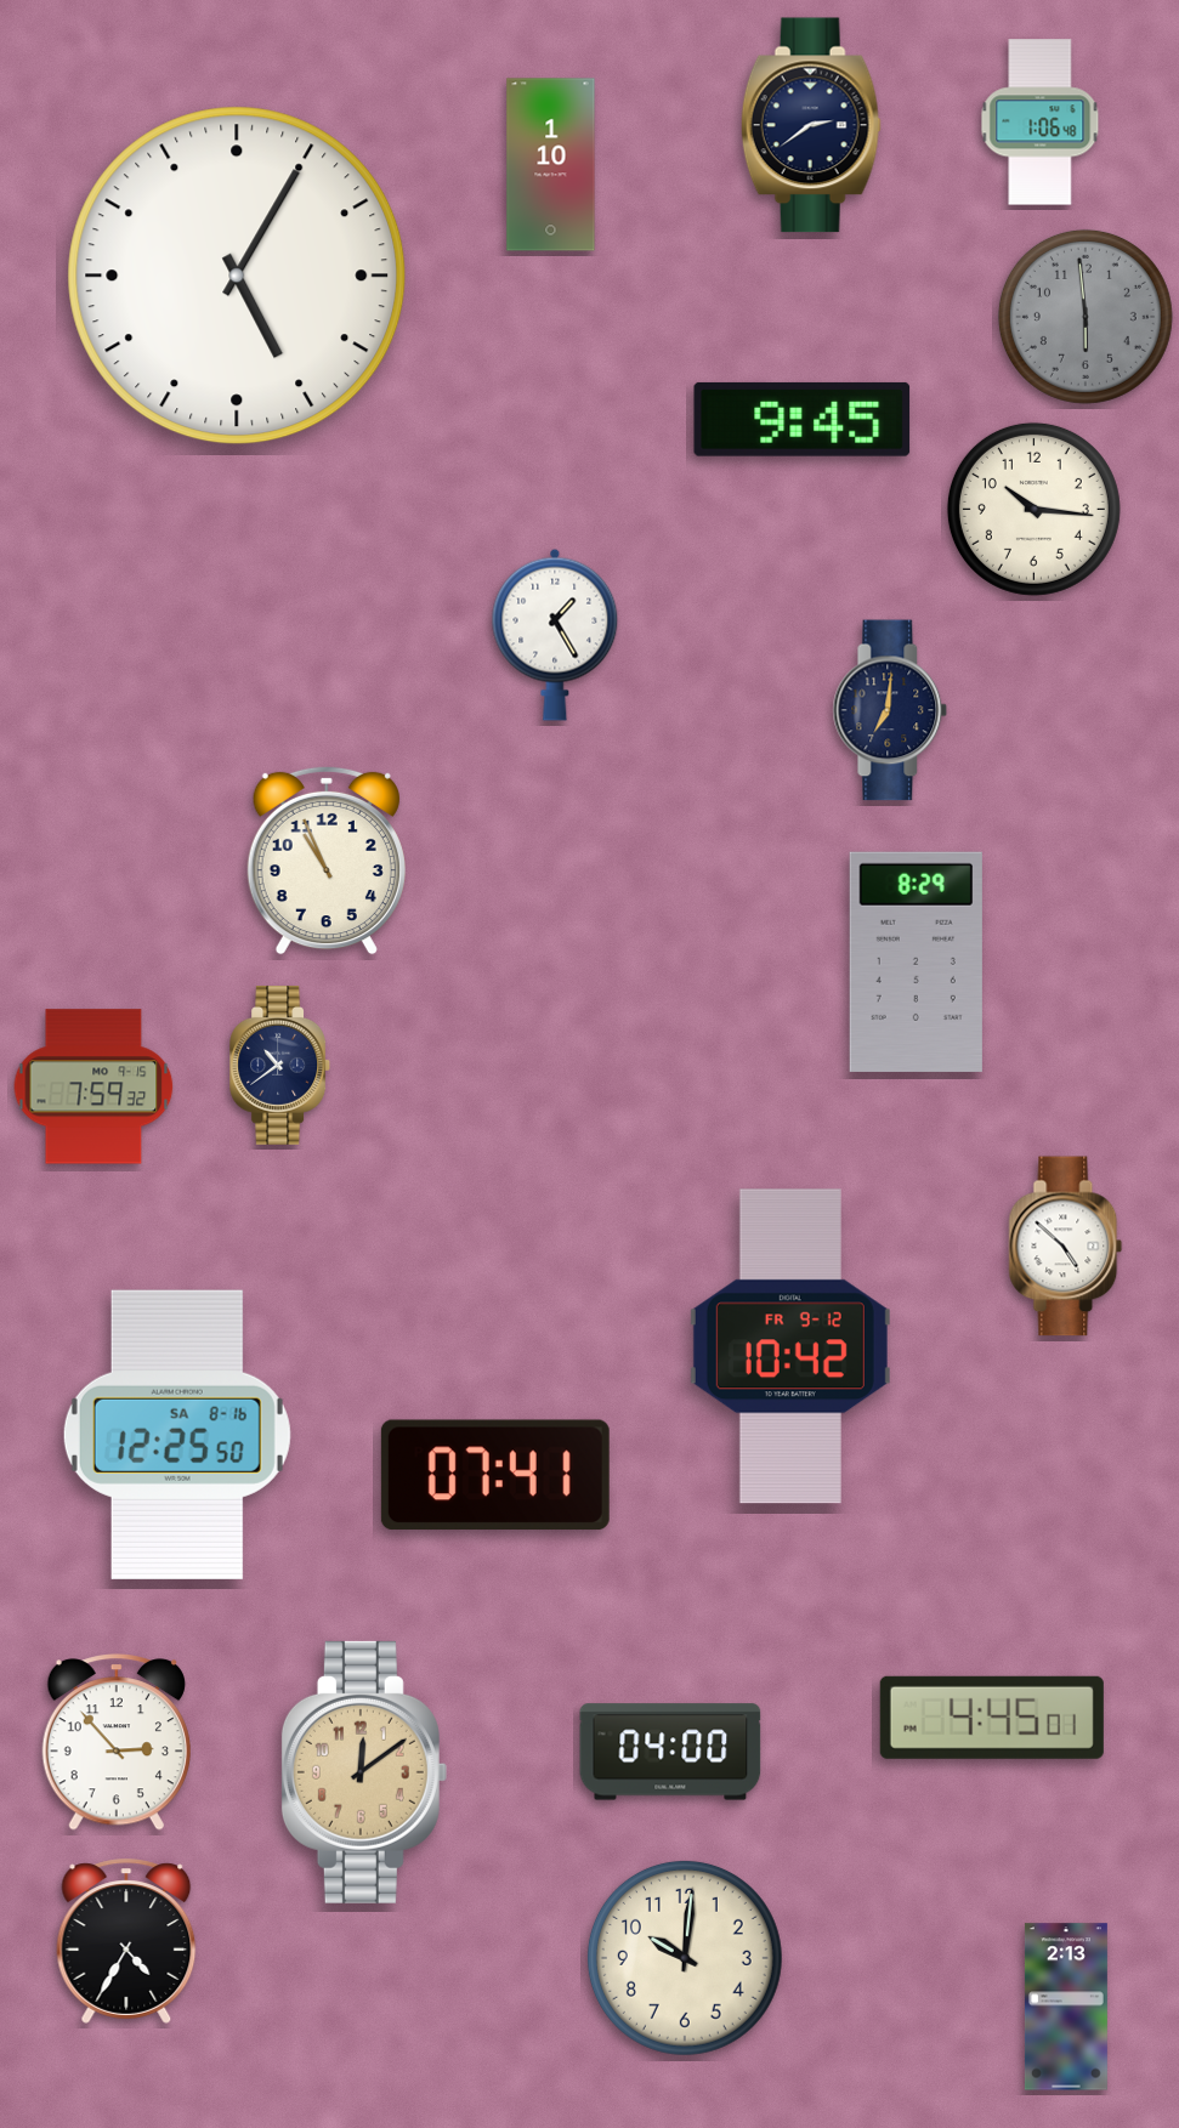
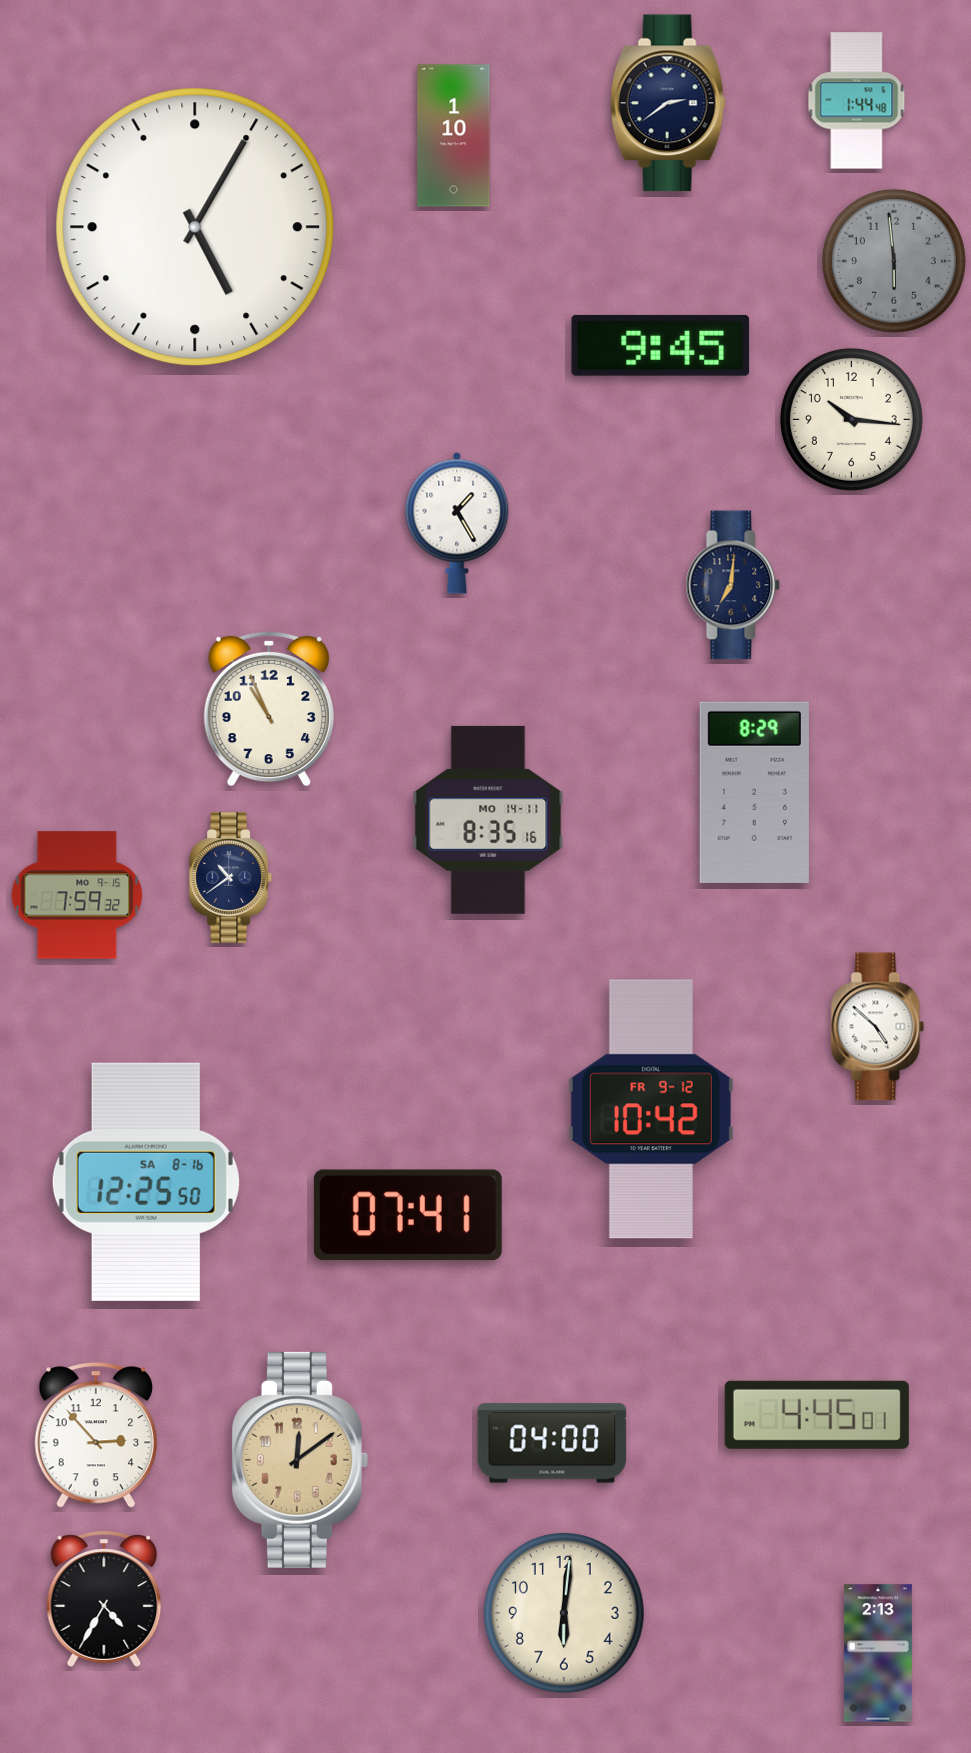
clock at (1041, 123): 1:06 -> 1:44
clock at (488, 820): none -> 8:35
clock at (685, 1958): 10:01 -> 6:01
